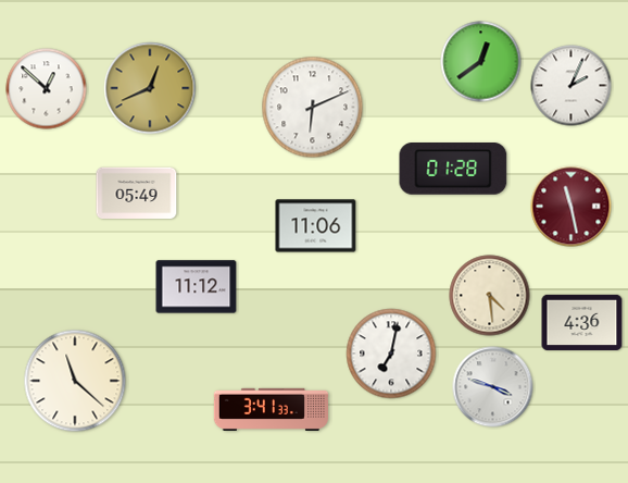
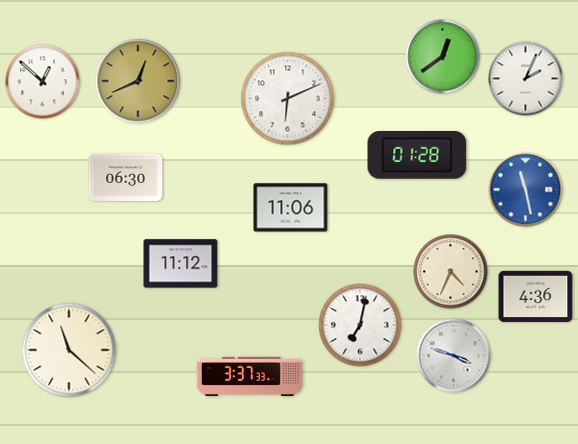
clock at (137, 193): 05:49 -> 06:30
clock at (572, 207) dial: burgundy -> blue
clock at (490, 296): 4:29 -> 4:34
clock at (271, 409): 3:41 -> 3:37
